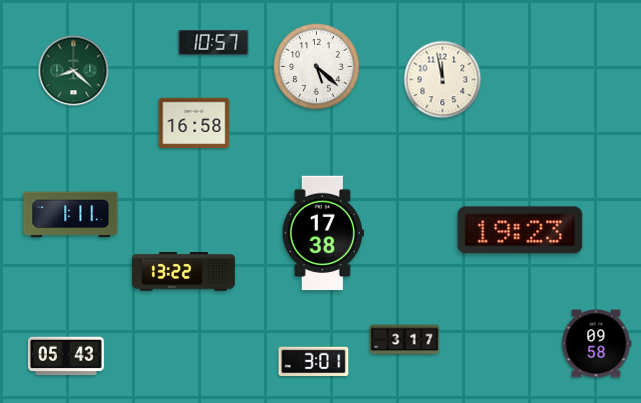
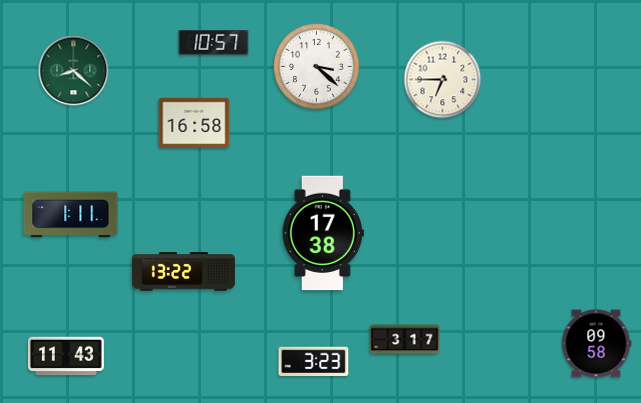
clock at (317, 67): 5:22 -> 3:22
clock at (443, 80): 11:58 -> 6:45
clock at (520, 230): 19:23 -> none
clock at (66, 356): 05:43 -> 11:43
clock at (314, 362): 3:01 -> 3:23
